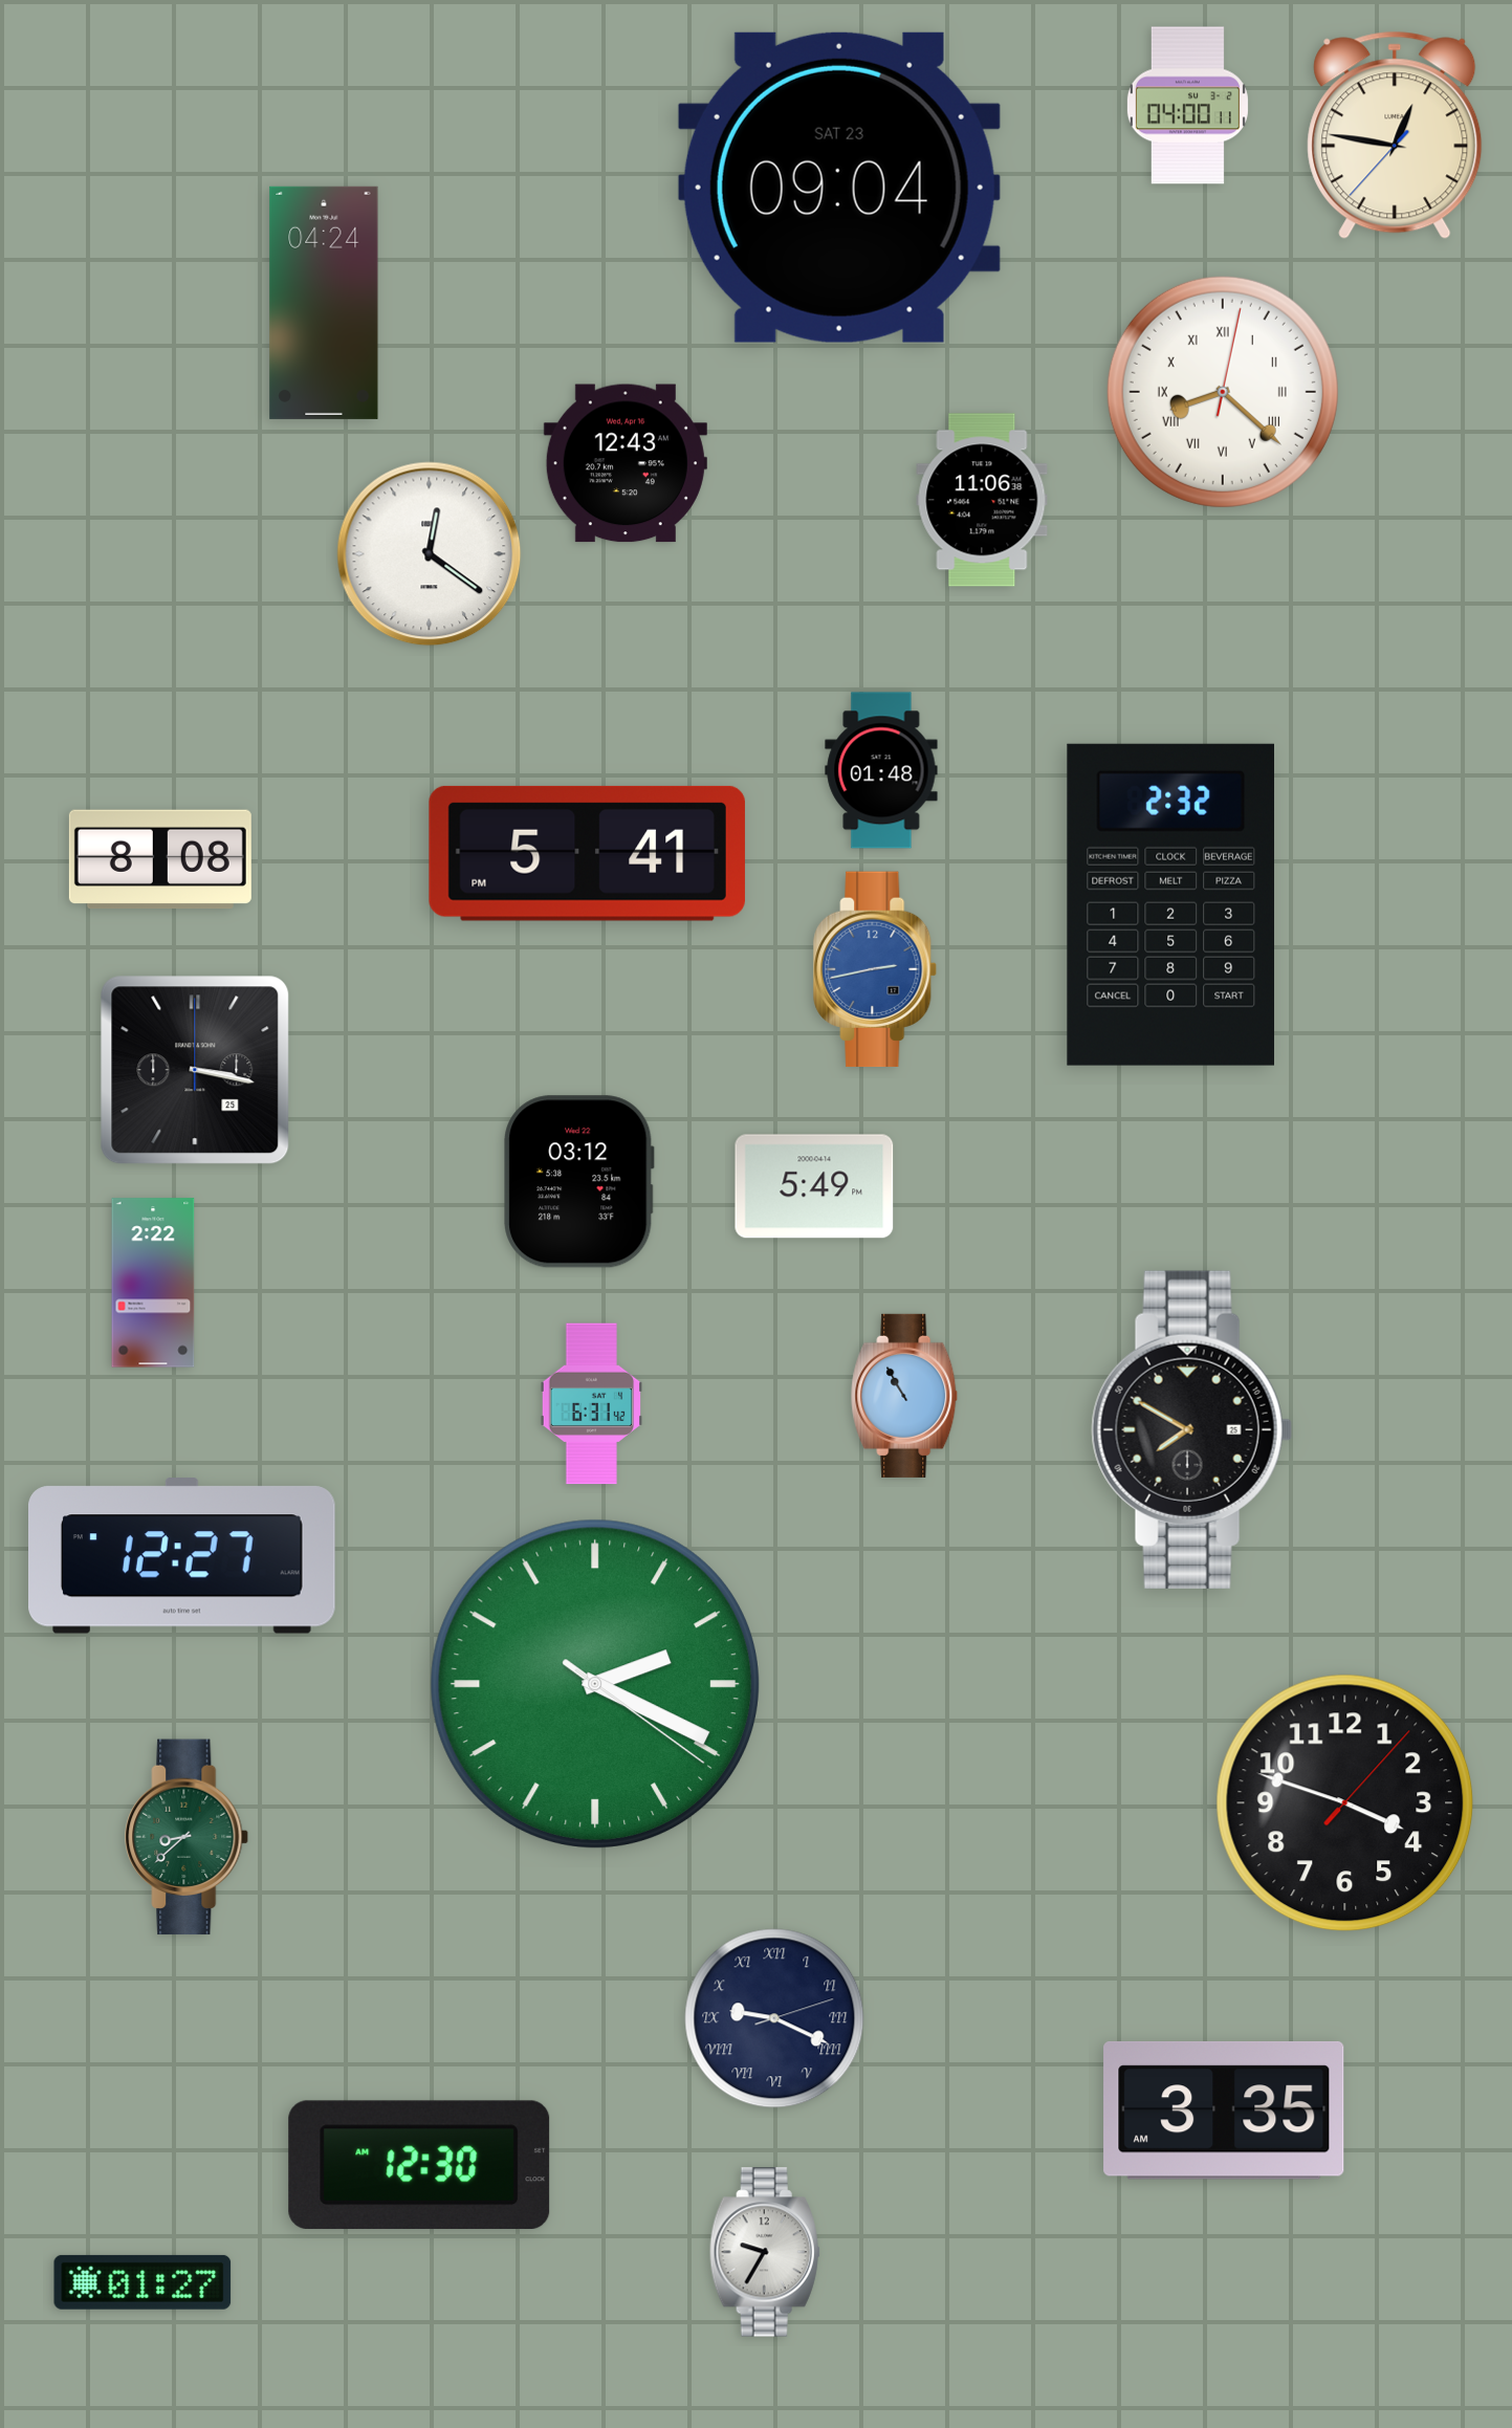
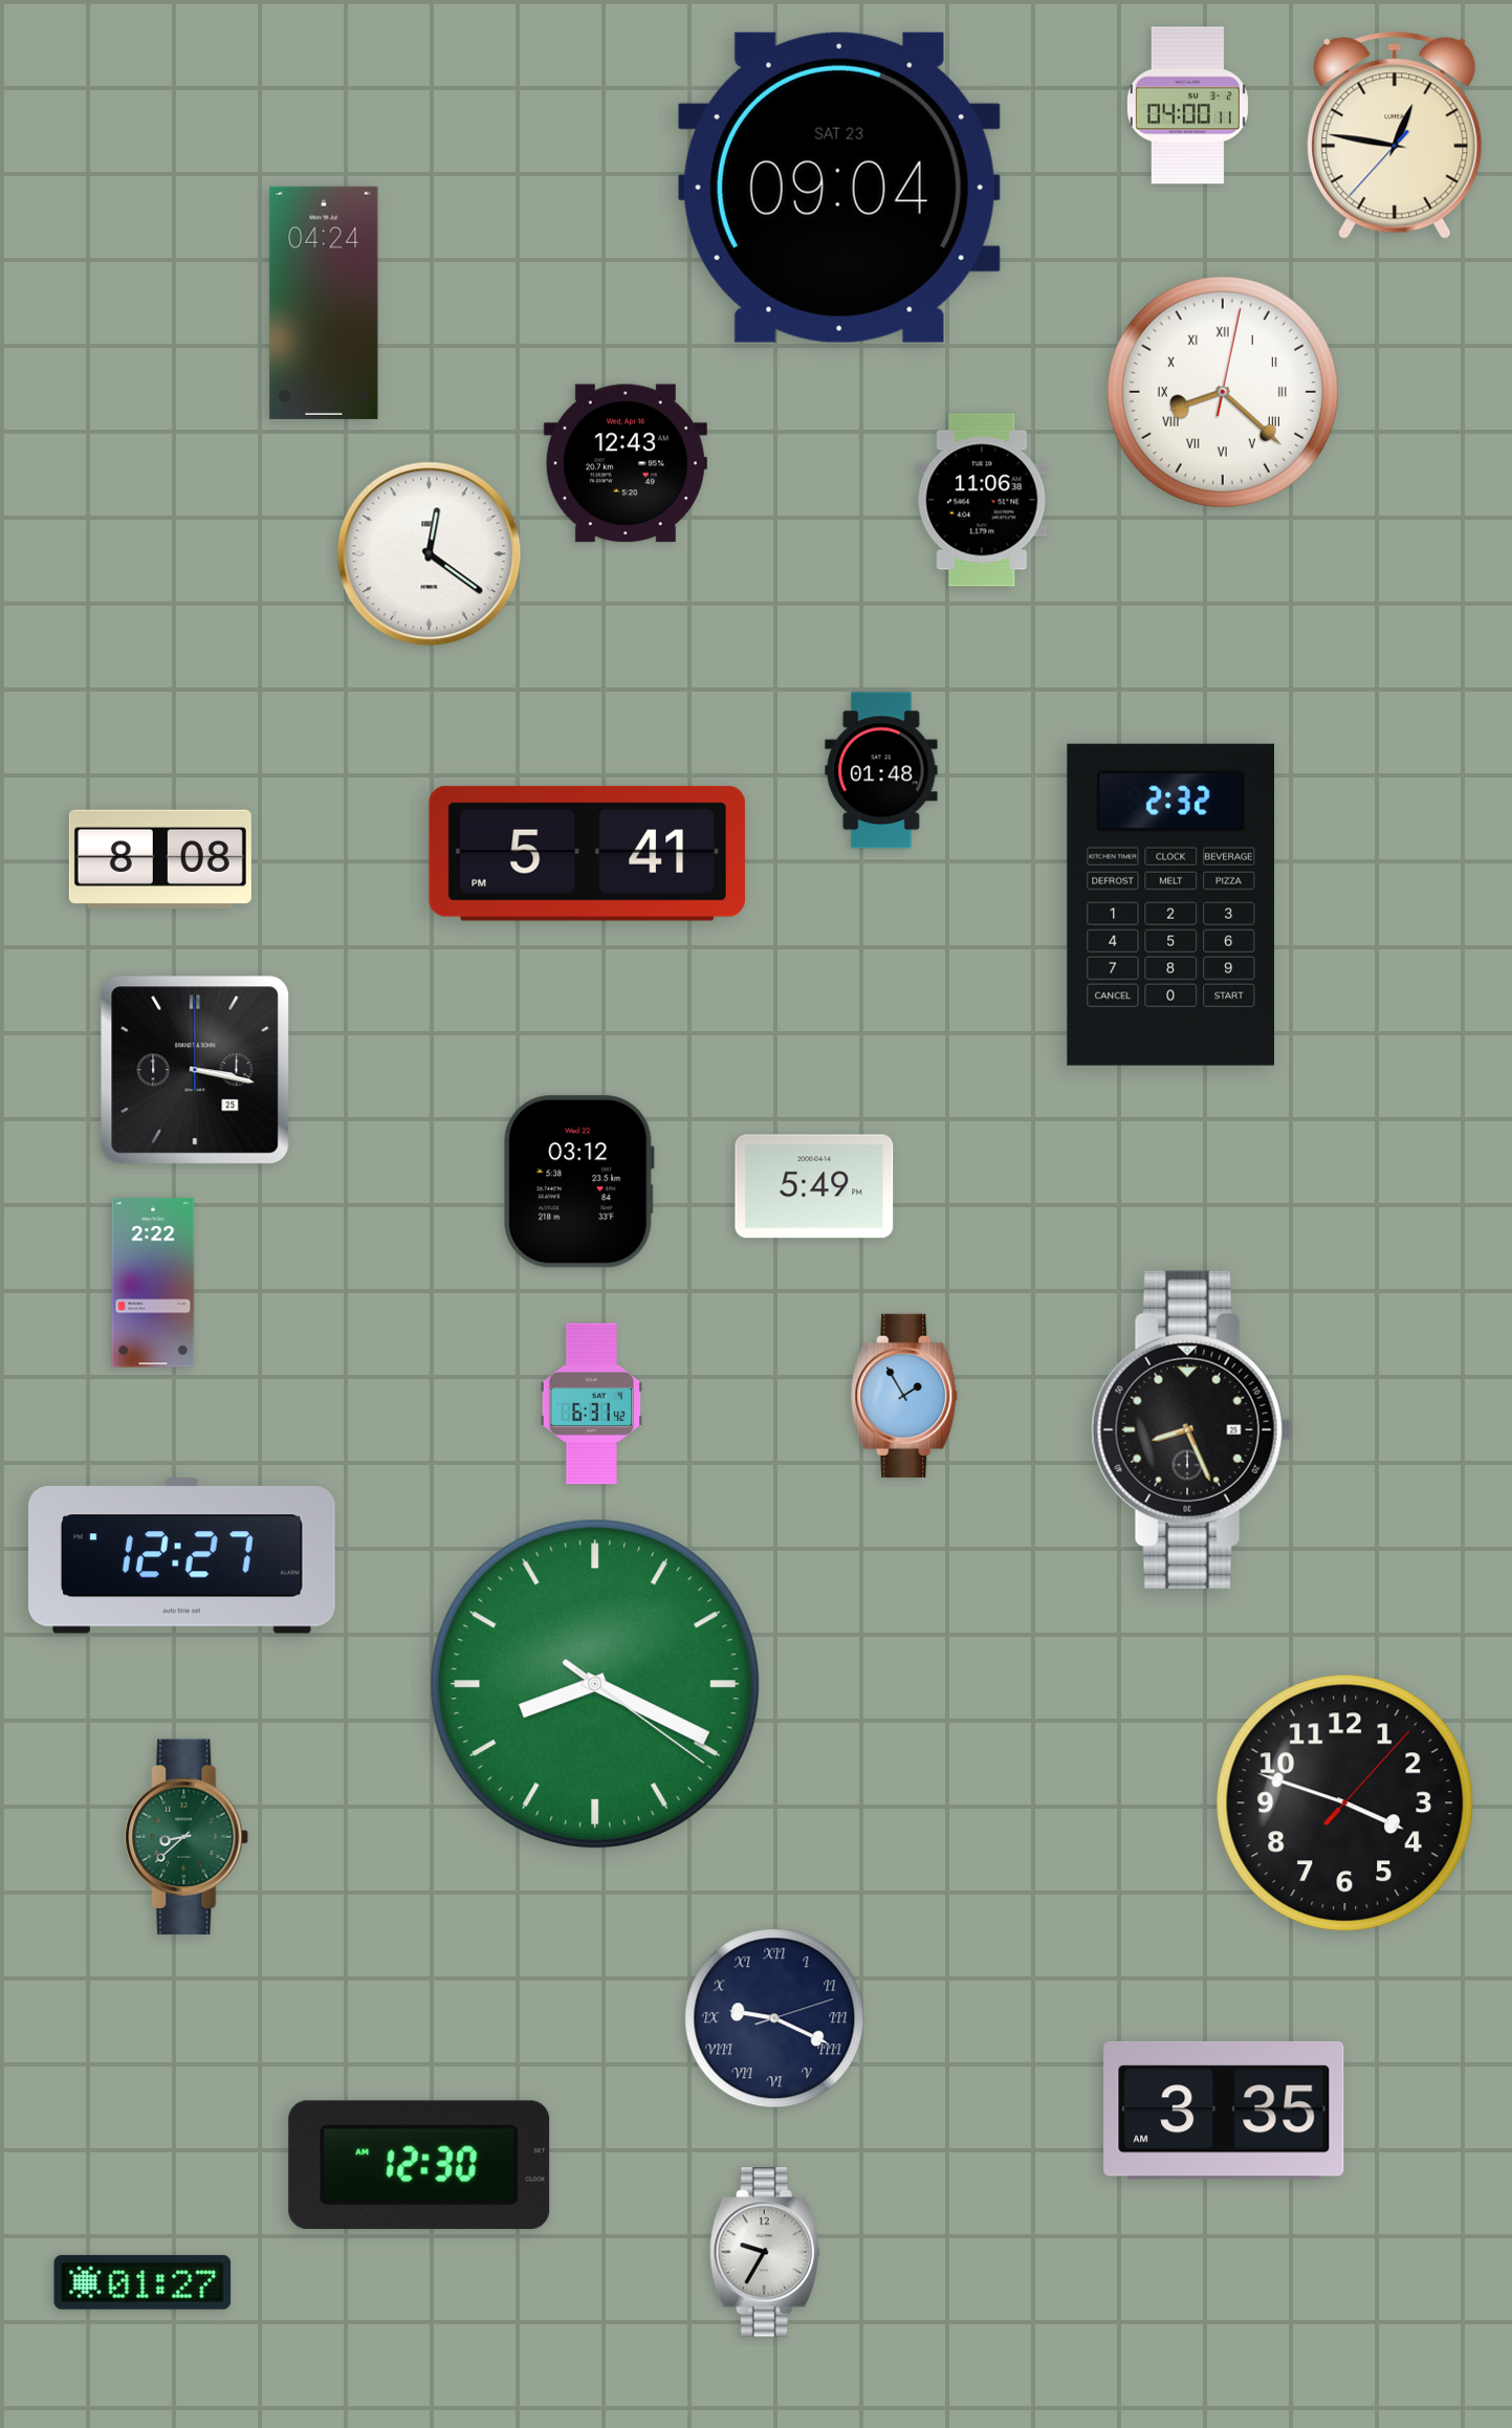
clock at (876, 969): 2:43 -> none
clock at (905, 1396): 10:55 -> 1:55
clock at (1191, 1429): 7:50 -> 8:26
clock at (594, 1684): 2:19 -> 8:19
